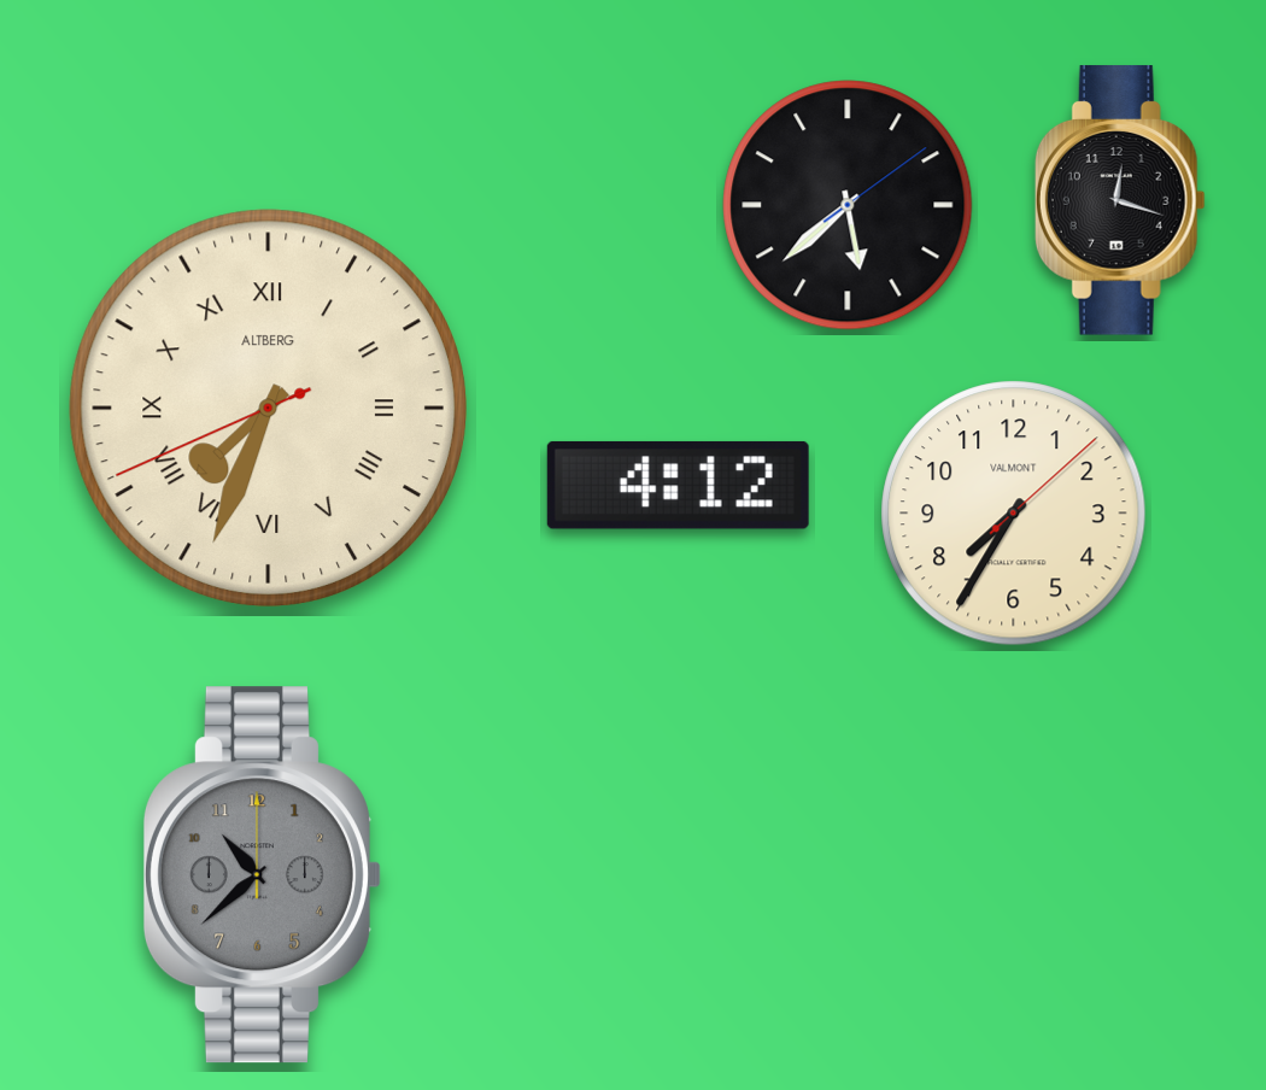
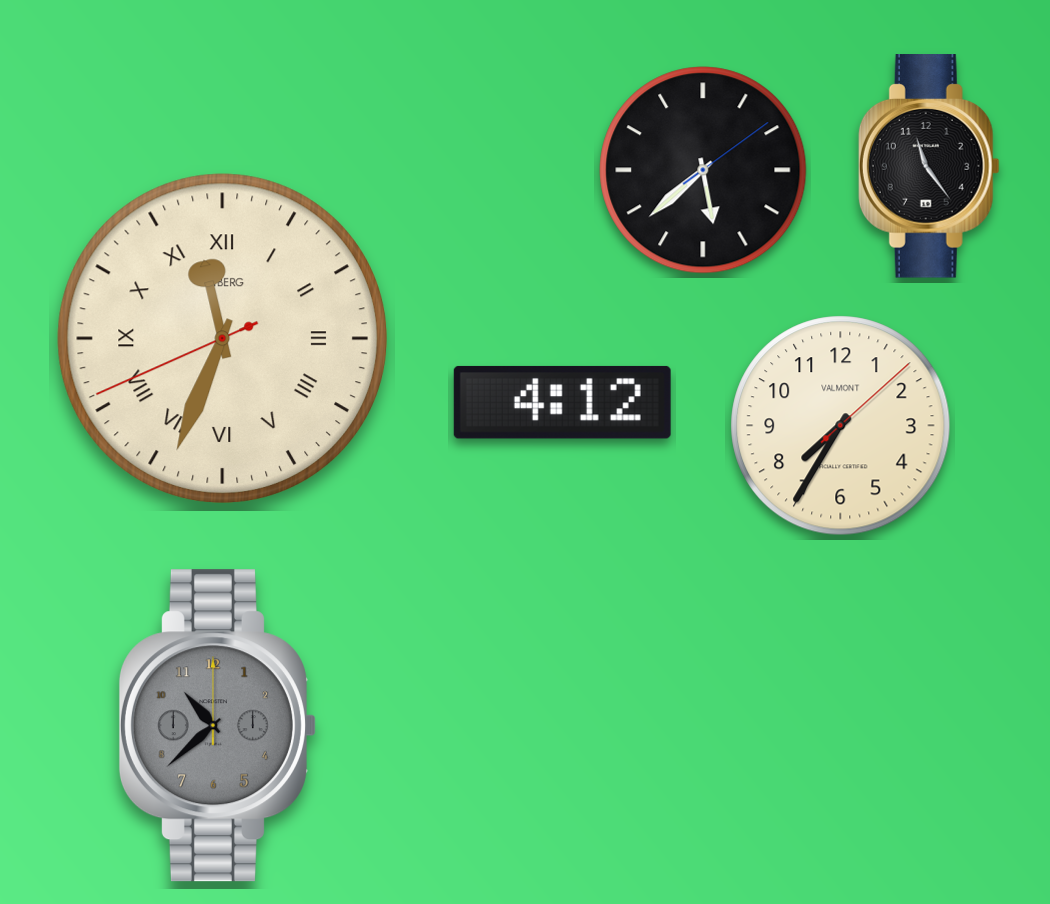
clock at (1120, 200): 12:18 -> 11:24
clock at (268, 408): 7:33 -> 11:33
